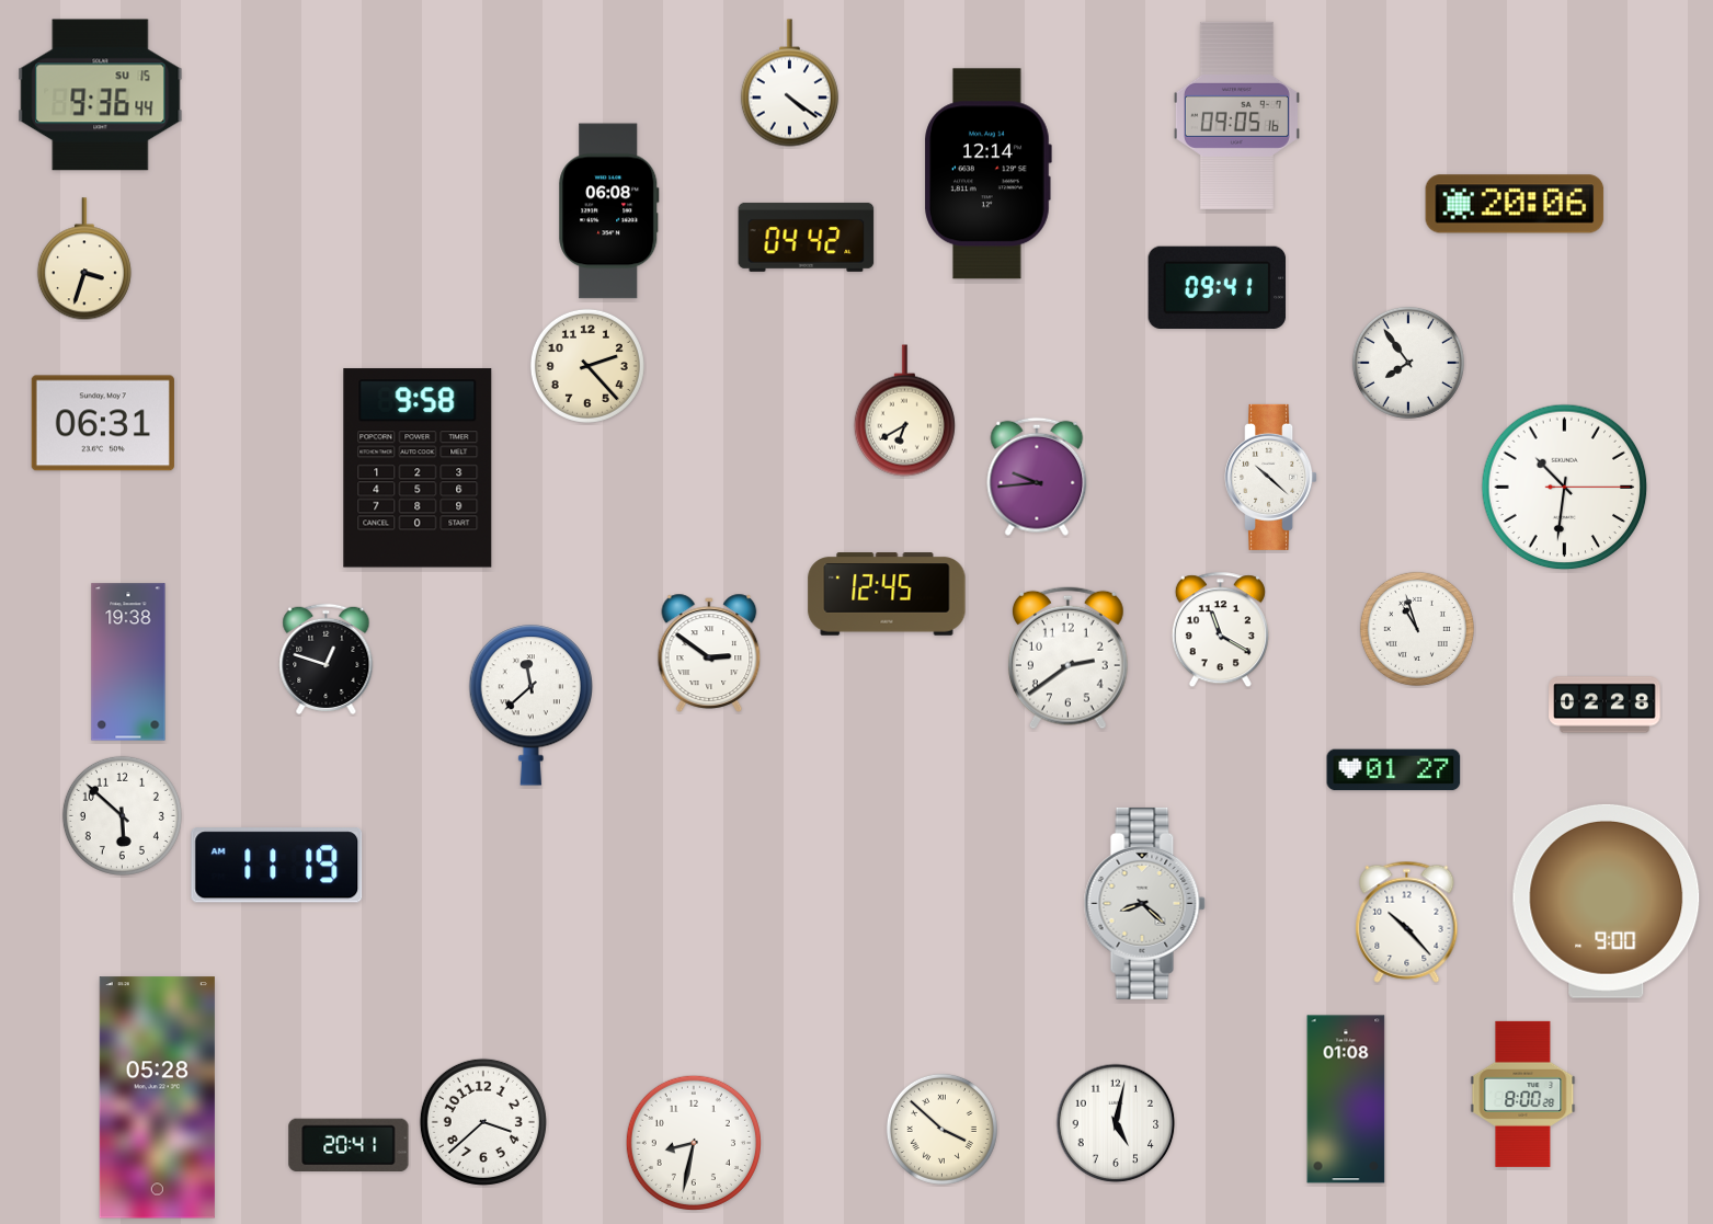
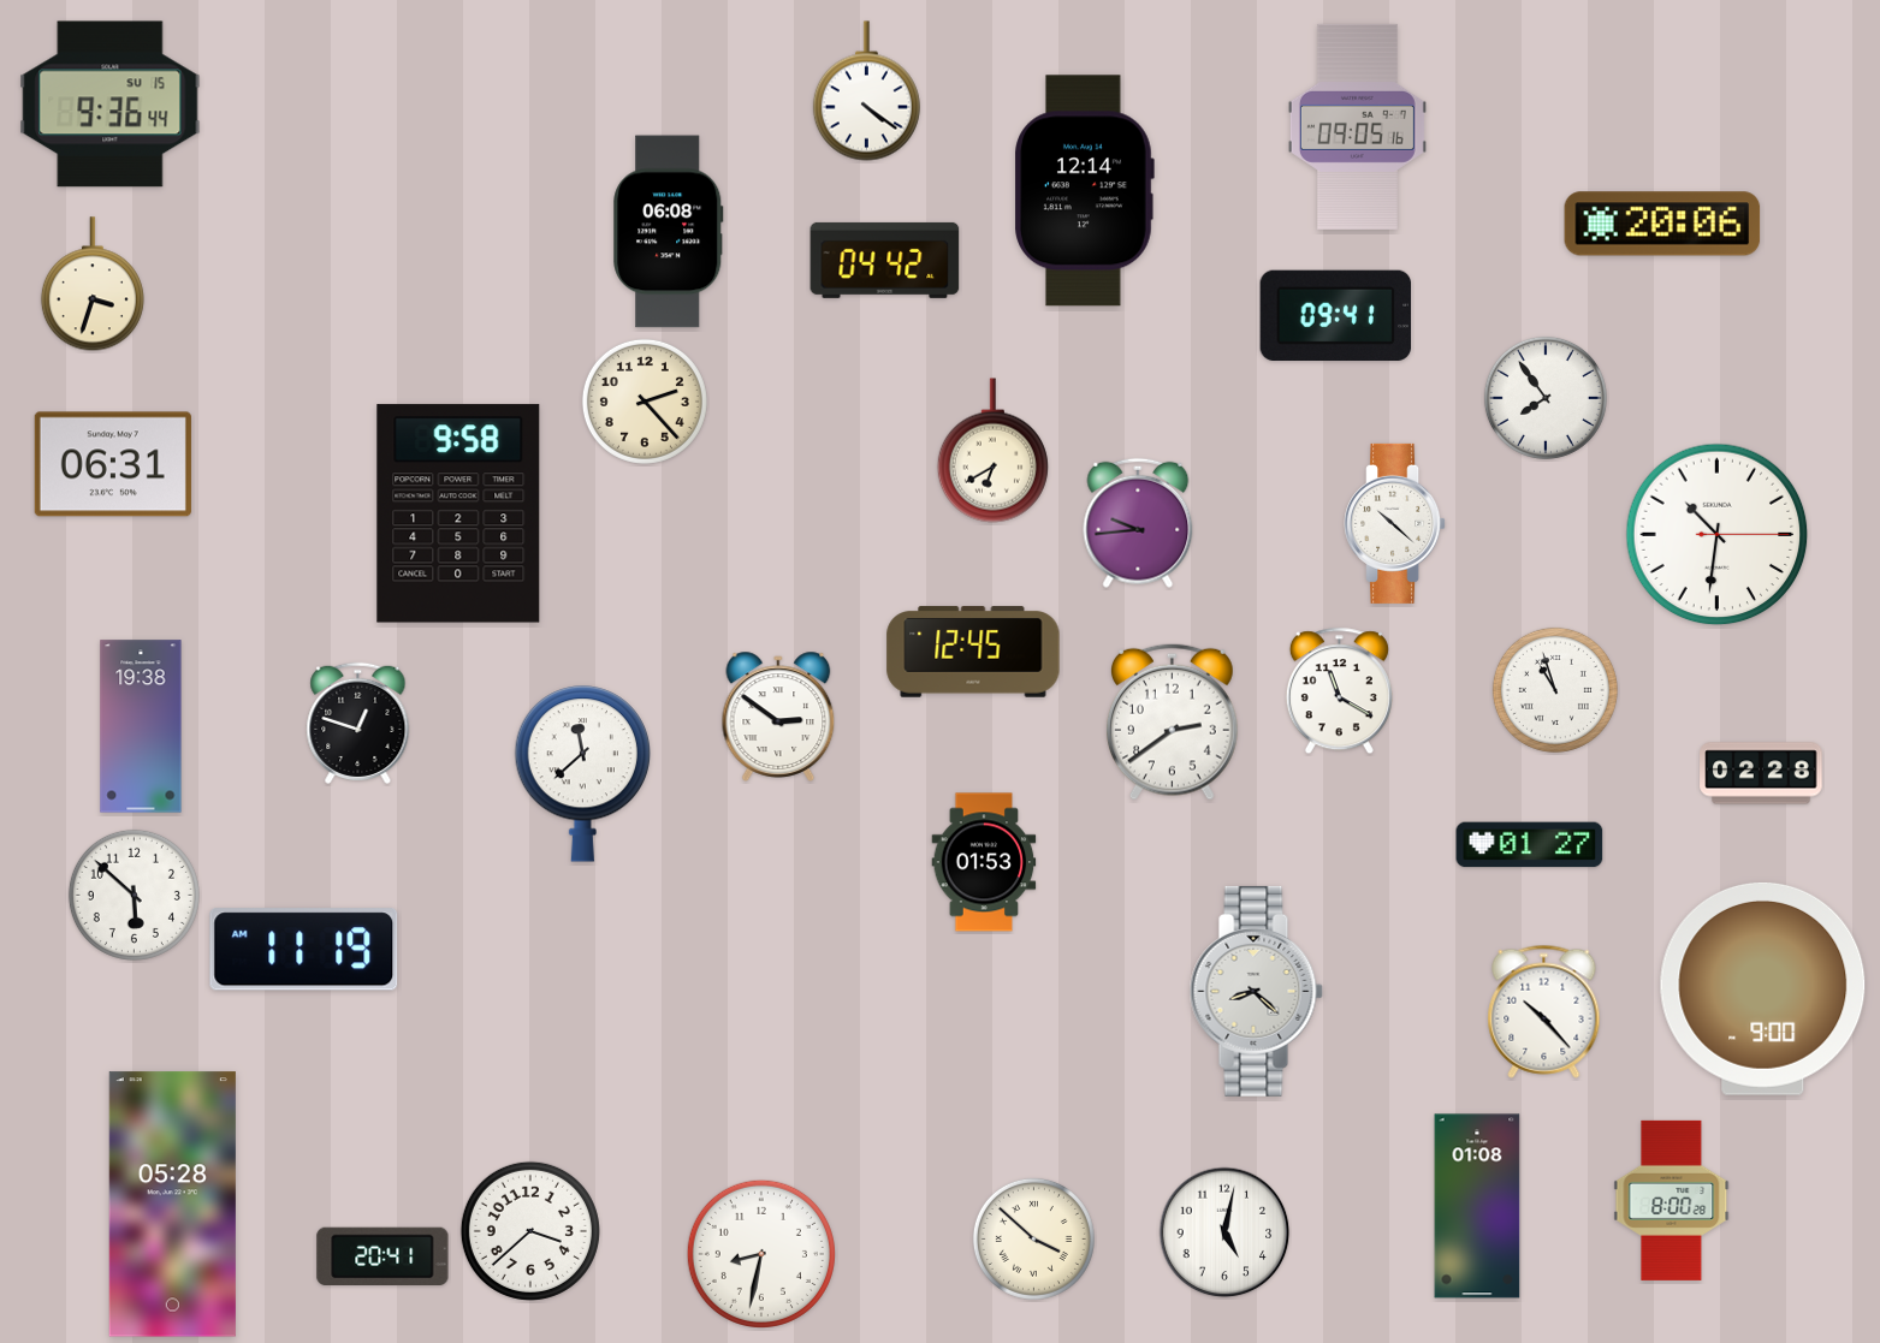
clock at (984, 862): none -> 01:53
